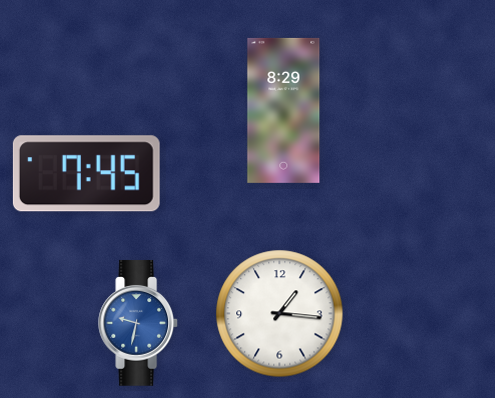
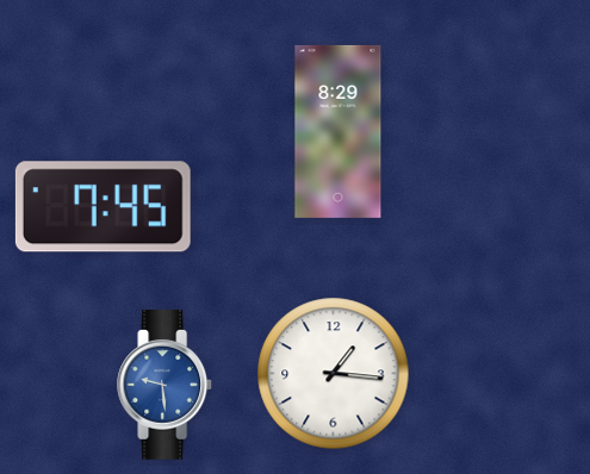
clock at (139, 323): 9:32 -> 9:29
